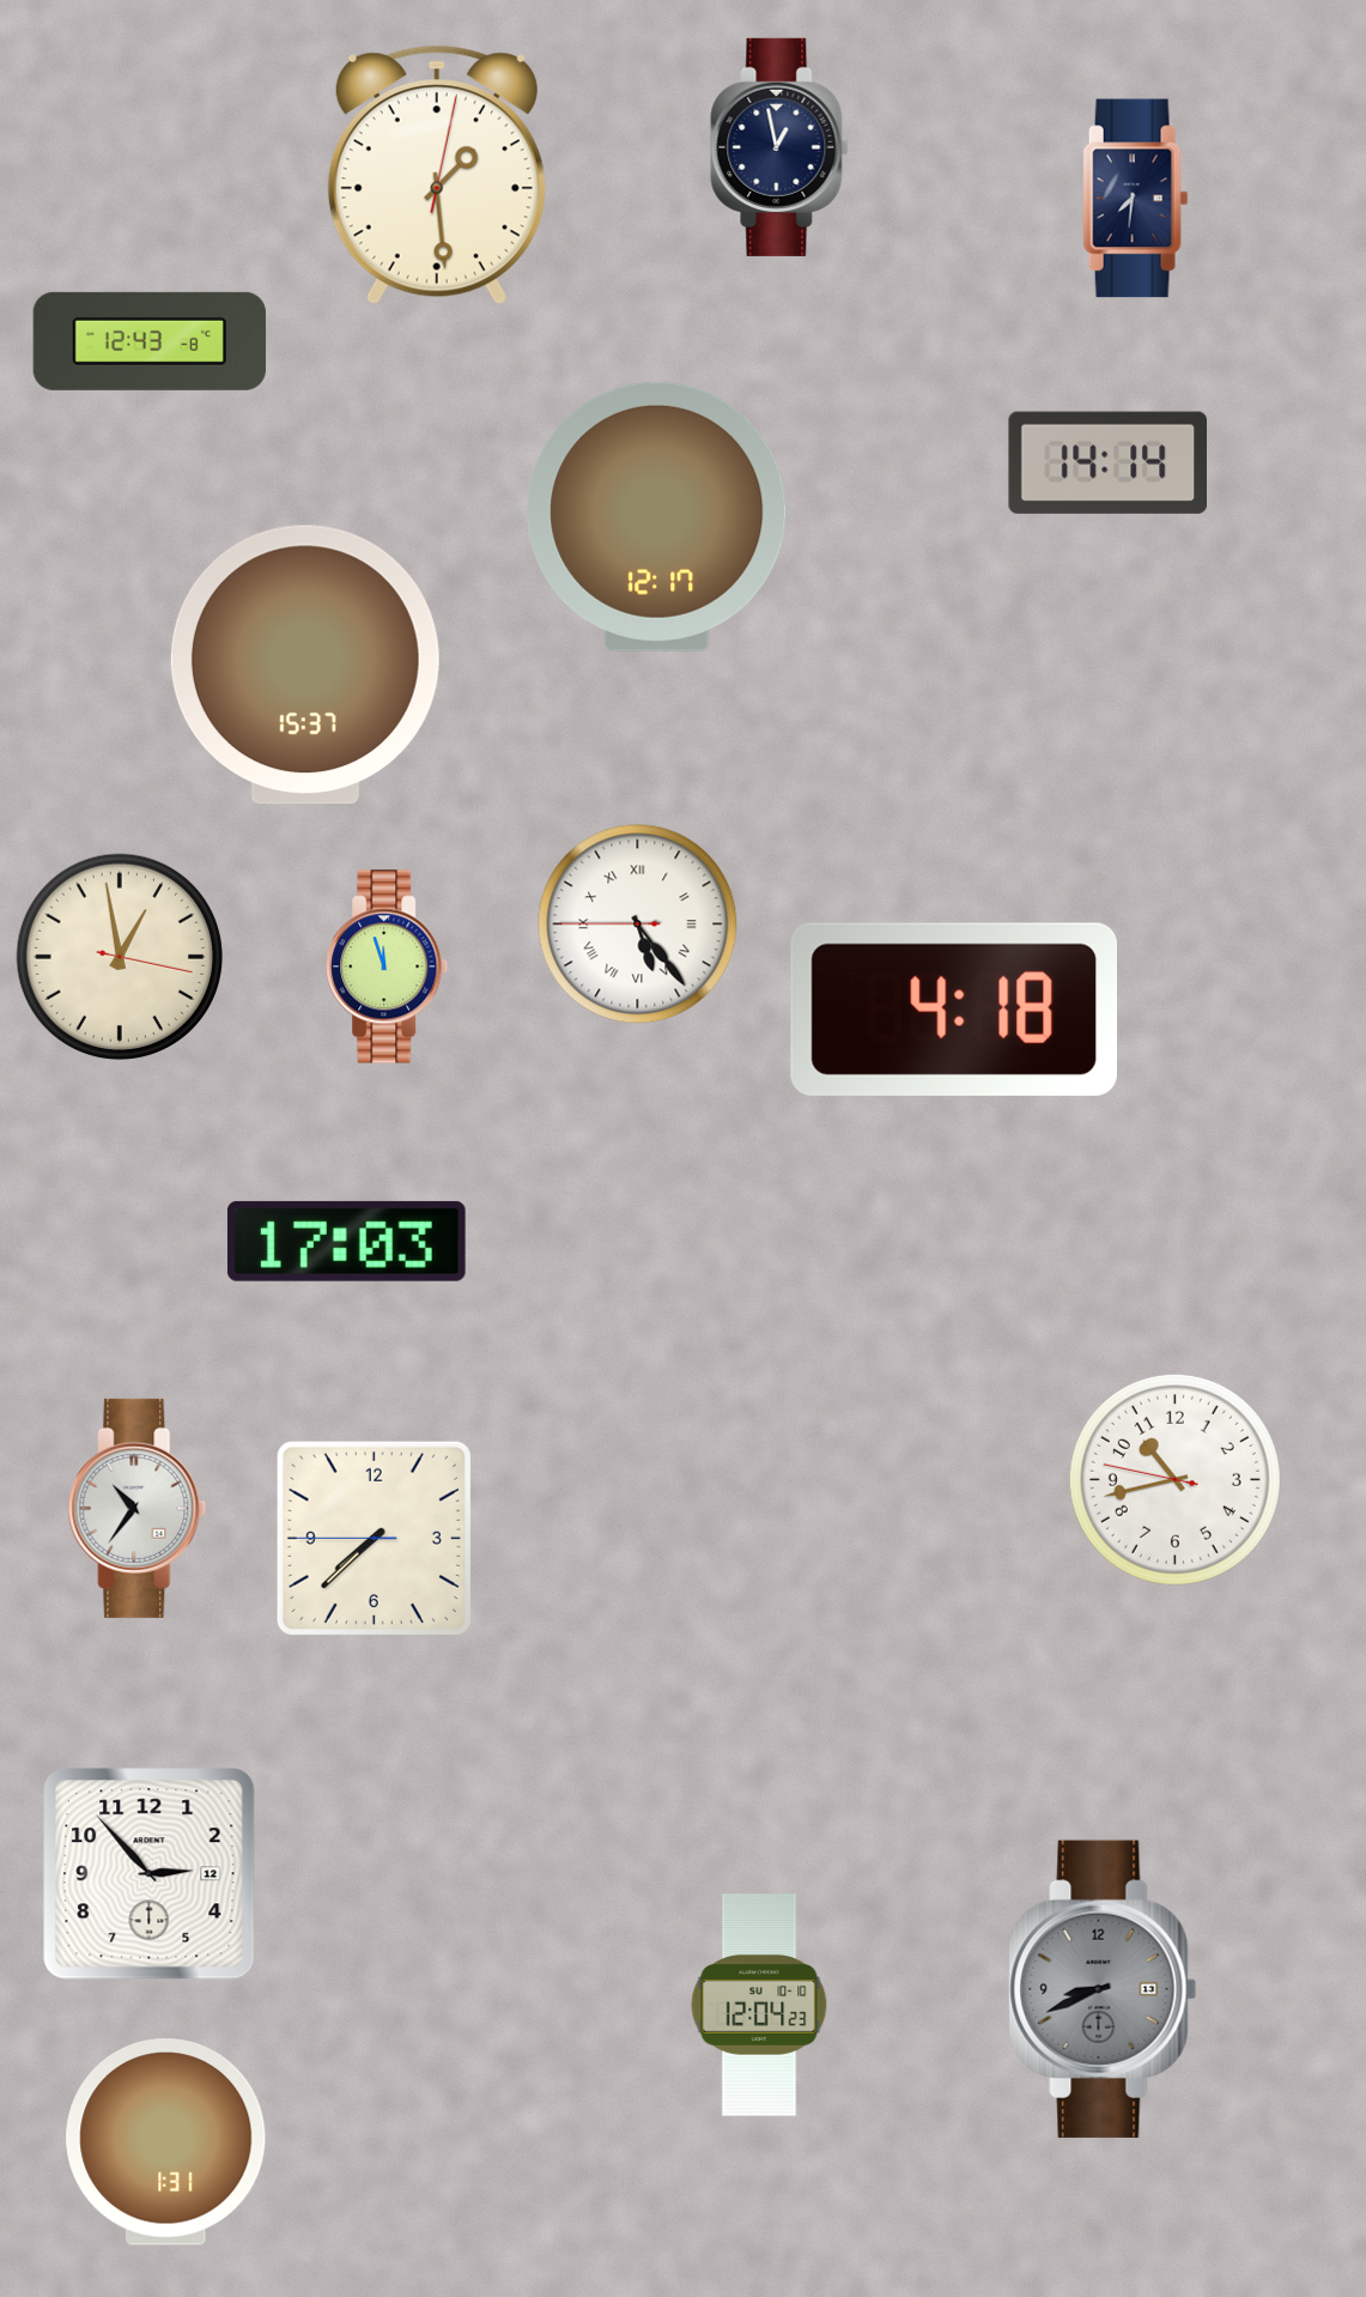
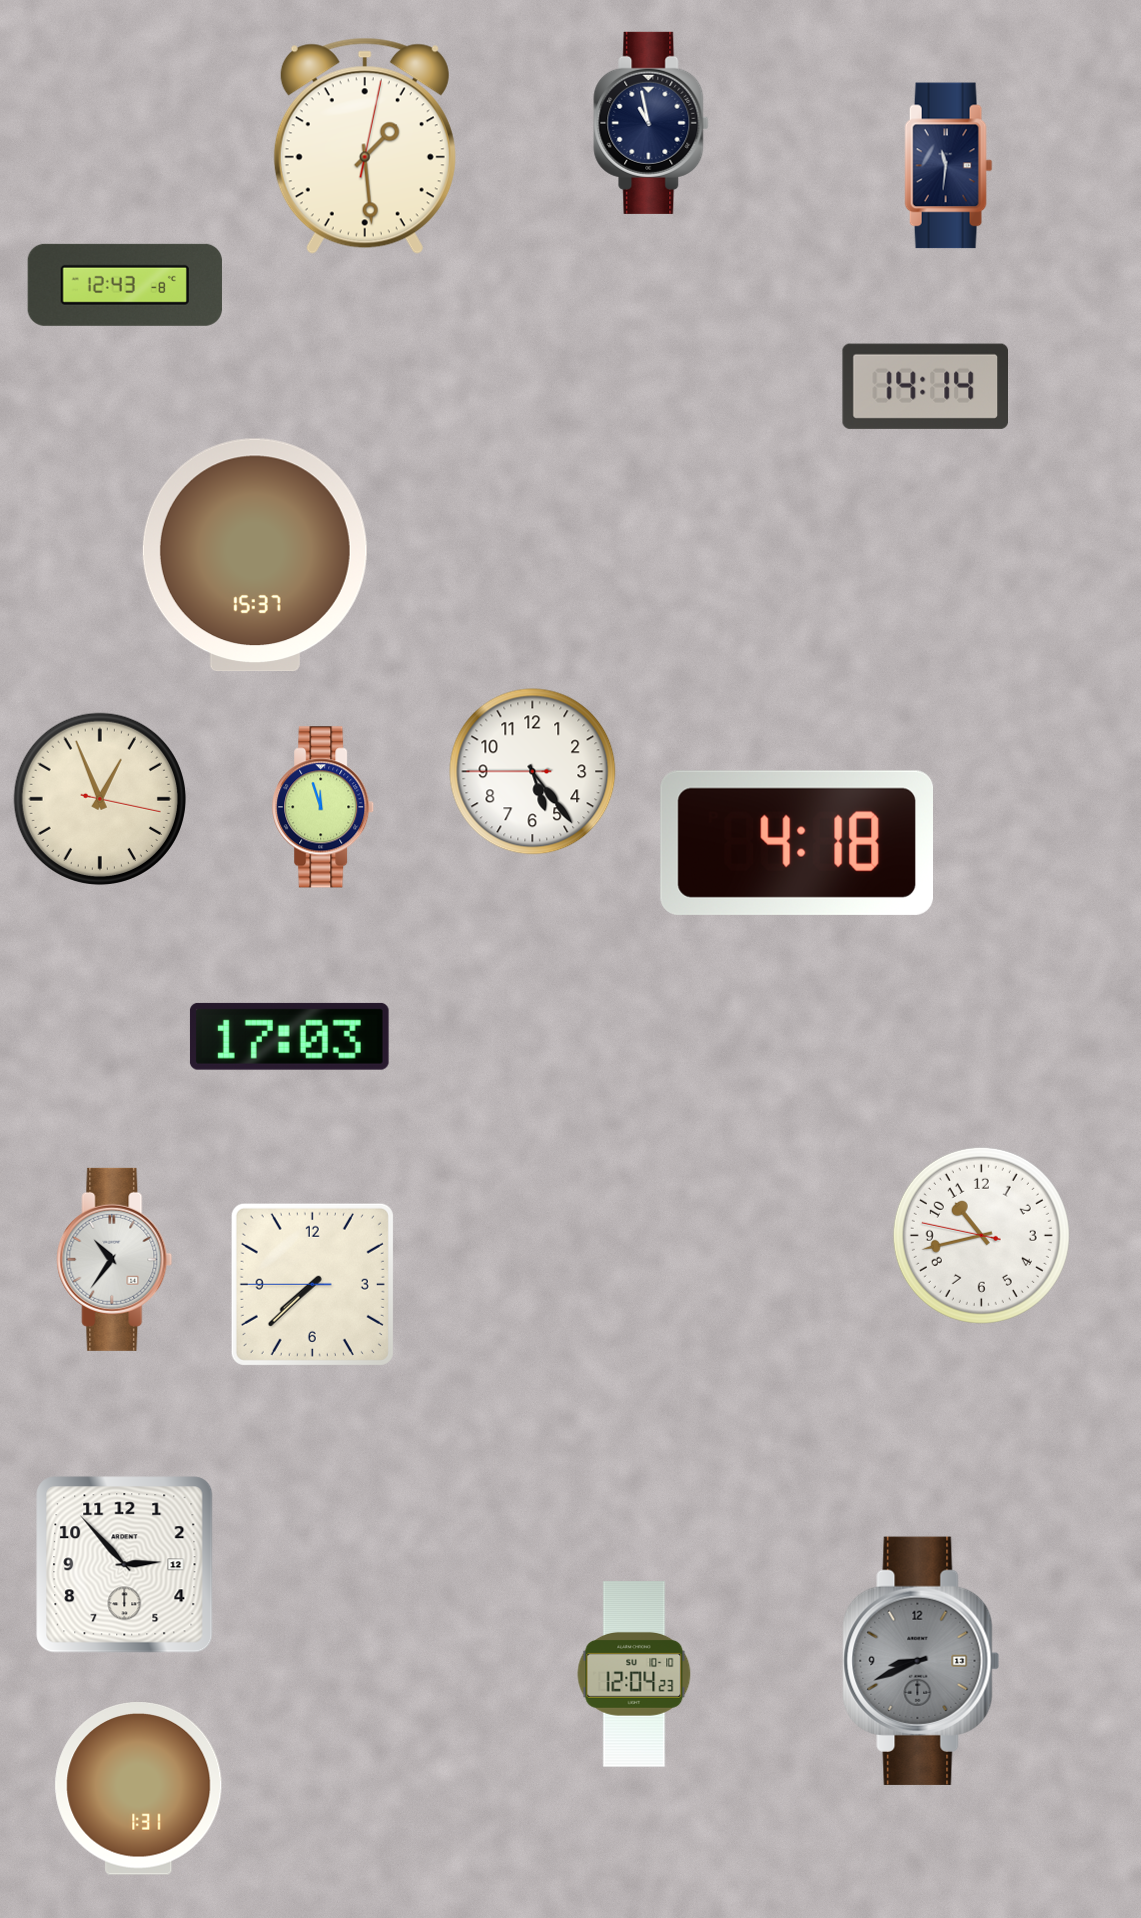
clock at (779, 147): 12:58 -> 10:58
clock at (1136, 199): 7:31 -> 11:31
clock at (657, 516): 12:17 -> none
clock at (638, 925) numerals: Roman -> Arabic
clock at (120, 957): 12:58 -> 12:56
